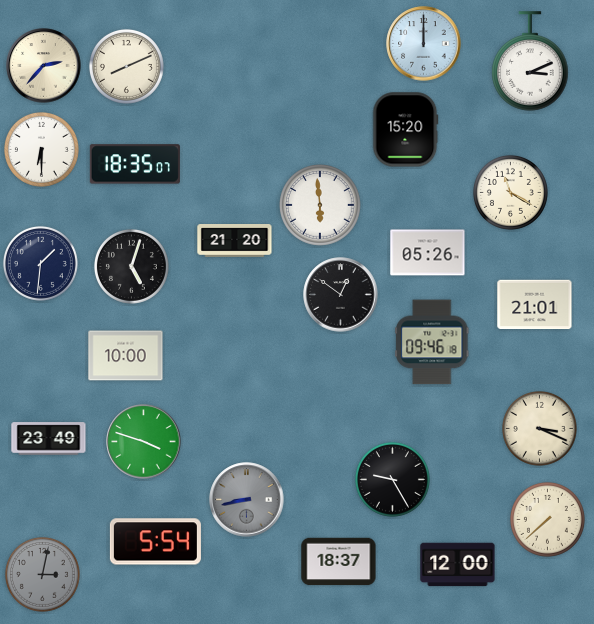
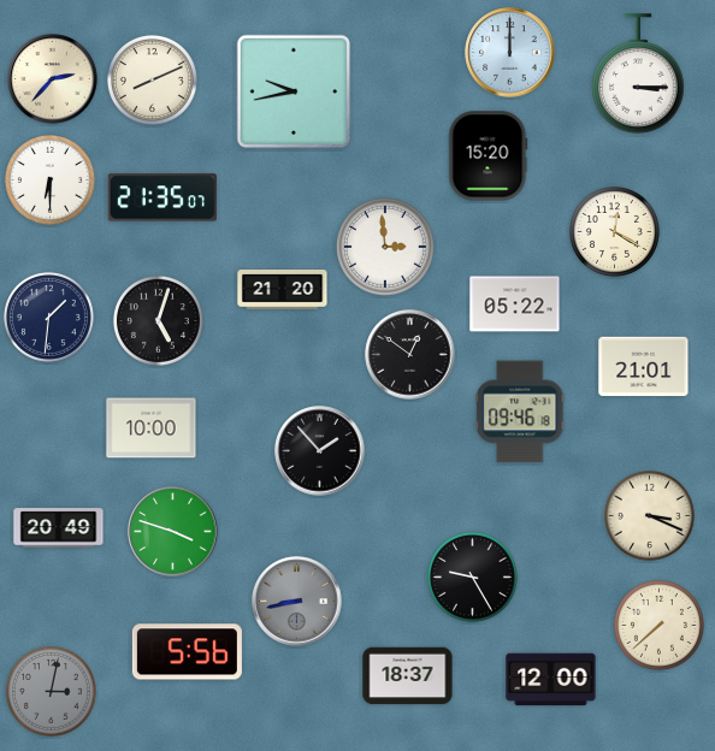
clock at (530, 61): 3:11 -> 3:15
clock at (294, 91): none -> 9:43
clock at (135, 164): 18:35 -> 21:35
clock at (510, 192): 11:20 -> 12:20
clock at (321, 206): 5:59 -> 2:59
clock at (428, 253): 05:26 -> 05:22
clock at (320, 451): none -> 1:53
clock at (49, 439): 23:49 -> 20:49
clock at (155, 542): 5:54 -> 5:56
